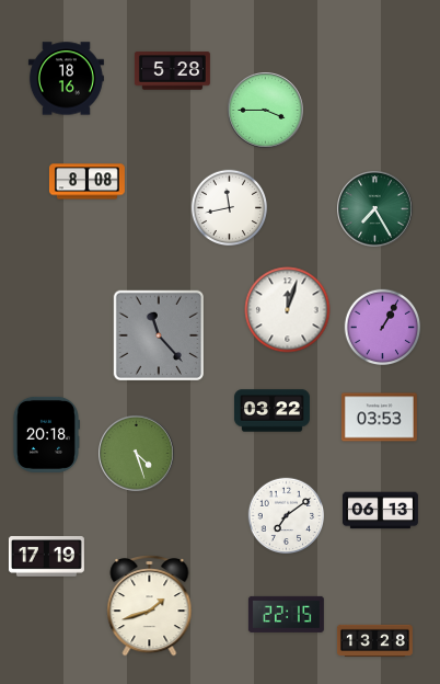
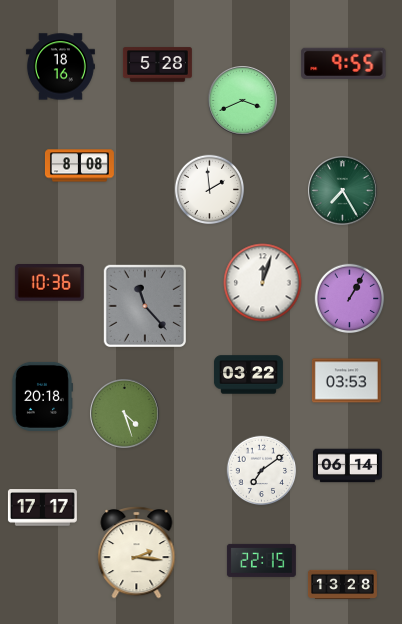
clock at (344, 63): none -> 9:55
clock at (66, 79) position: (66, 79) -> (60, 67)
clock at (266, 111): 3:45 -> 3:41
clock at (230, 208): 11:43 -> 1:59
clock at (49, 283): none -> 10:36
clock at (380, 511): 06:13 -> 06:14
clock at (46, 557): 17:19 -> 17:17
clock at (150, 605): 1:42 -> 2:16
